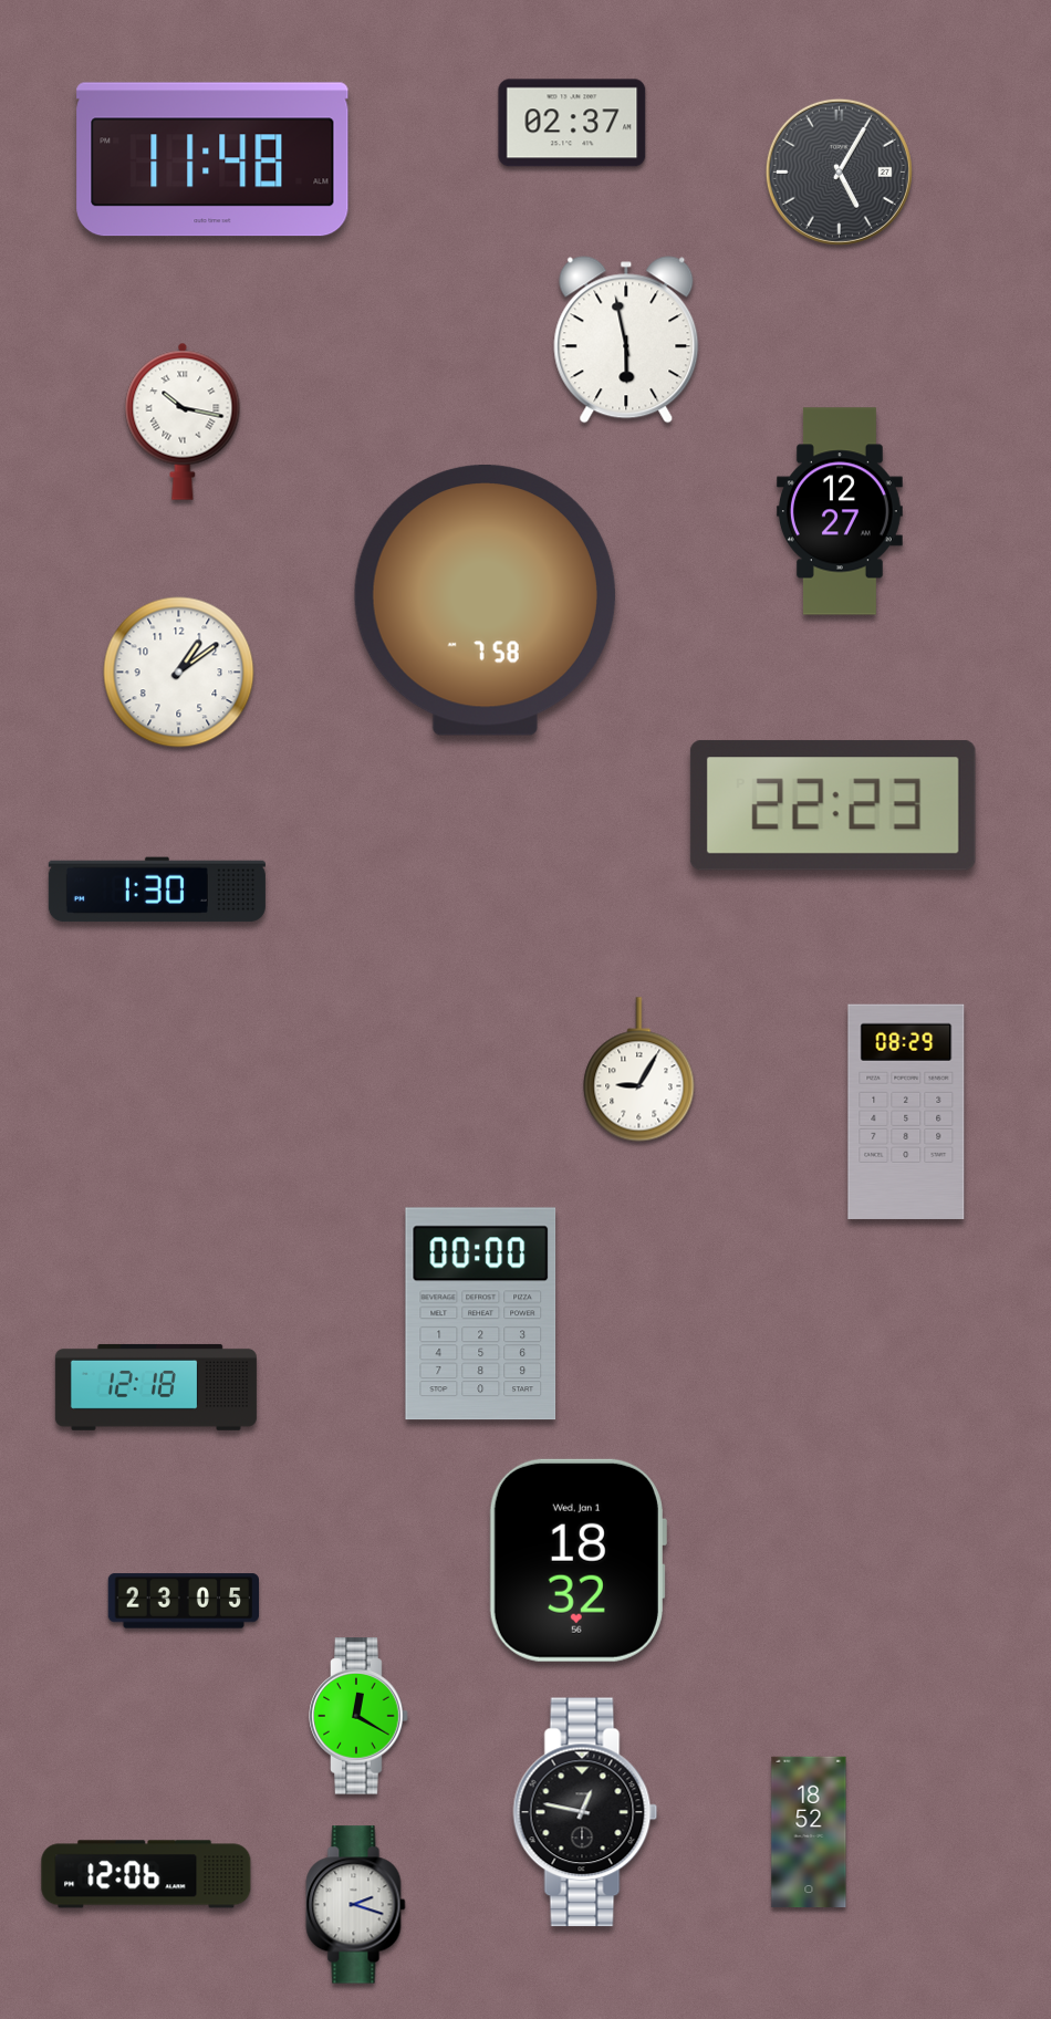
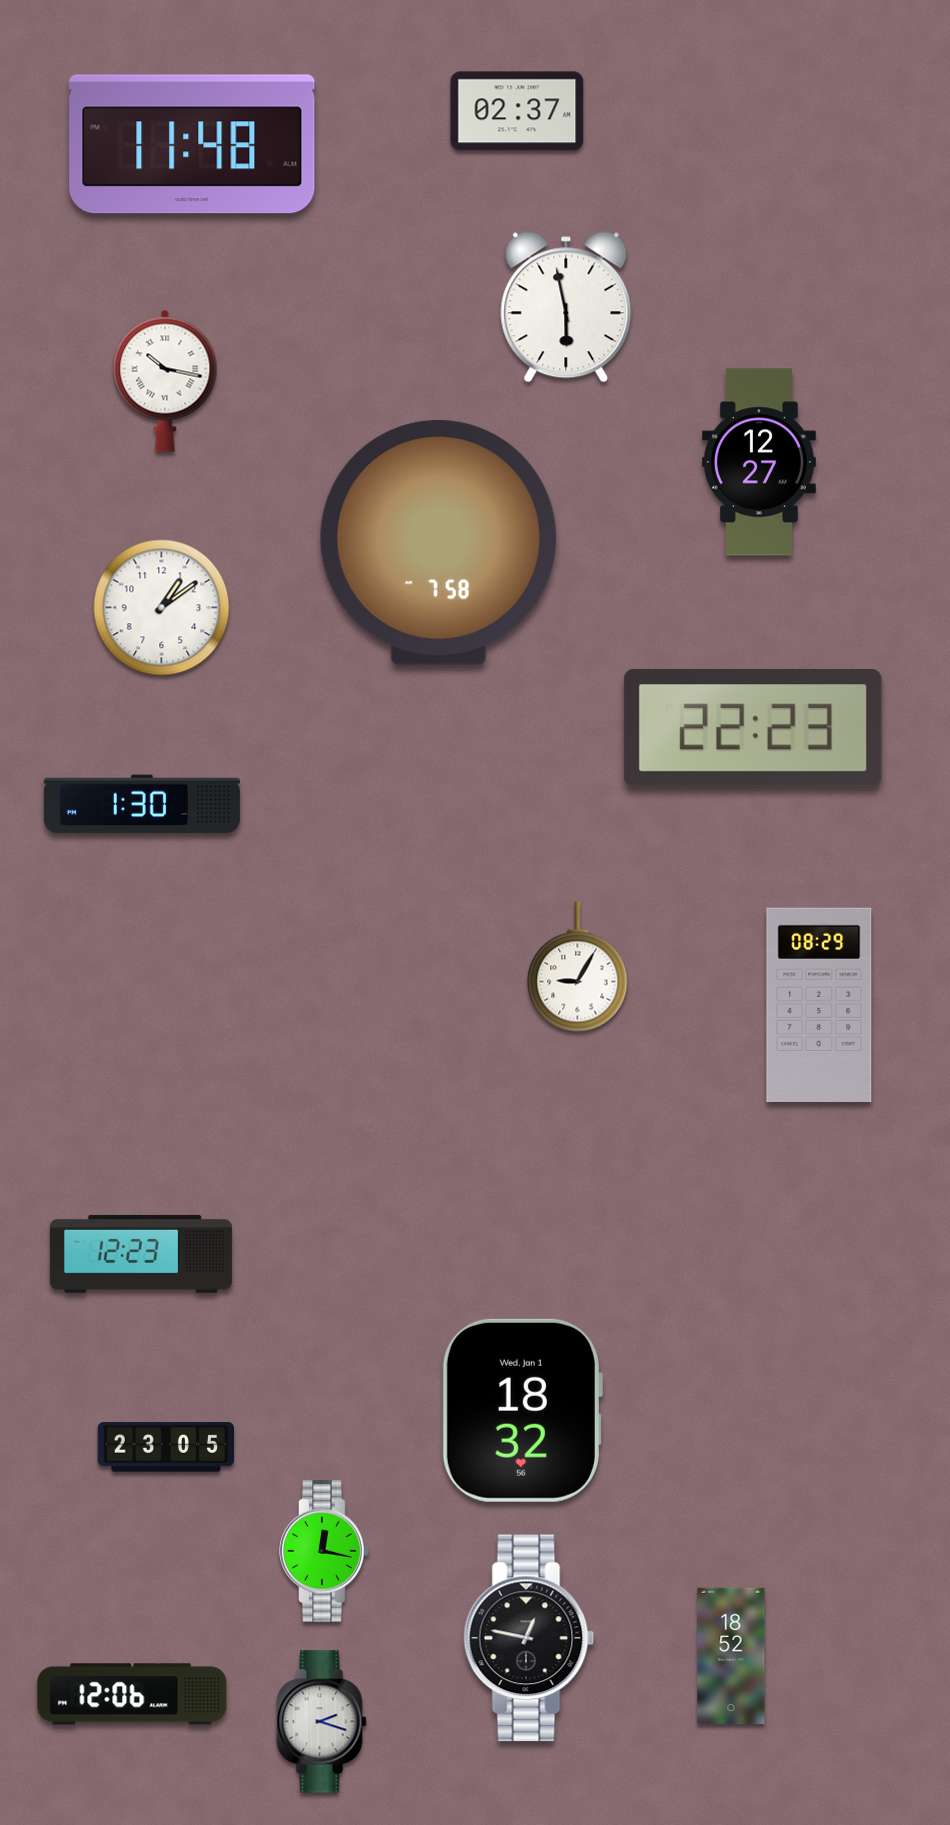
clock at (839, 171): 5:05 -> none
clock at (481, 1314): 00:00 -> none
clock at (156, 1387): 12:18 -> 12:23
clock at (358, 1716): 12:20 -> 12:17
